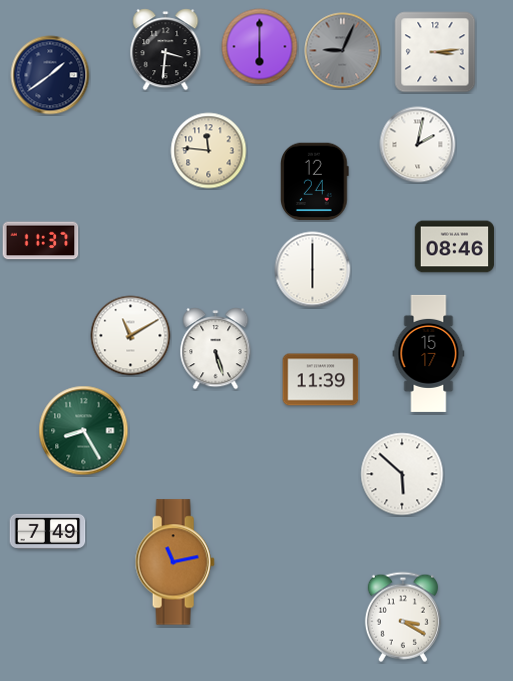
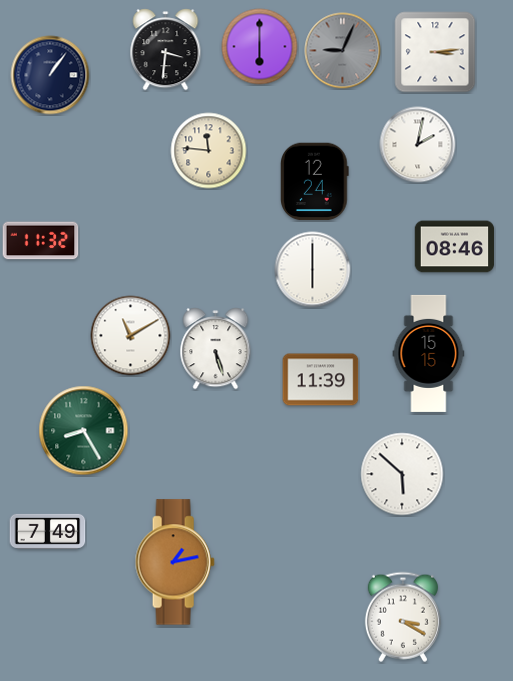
clock at (50, 75): 1:39 -> 1:06
clock at (41, 241): 11:37 -> 11:32
clock at (429, 353): 15:17 -> 15:15
clock at (175, 562): 11:13 -> 1:13
